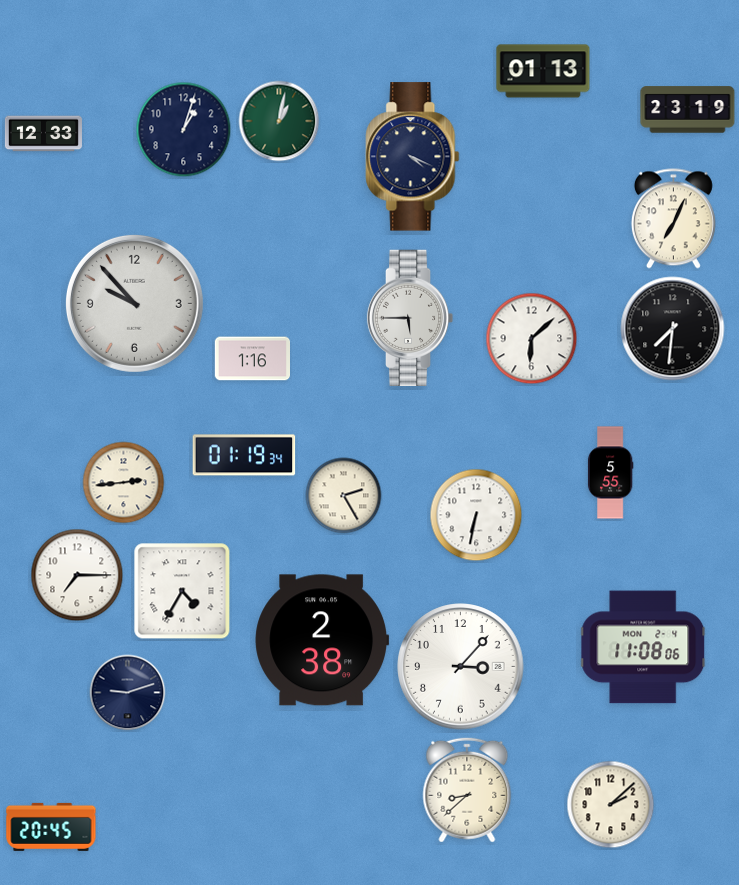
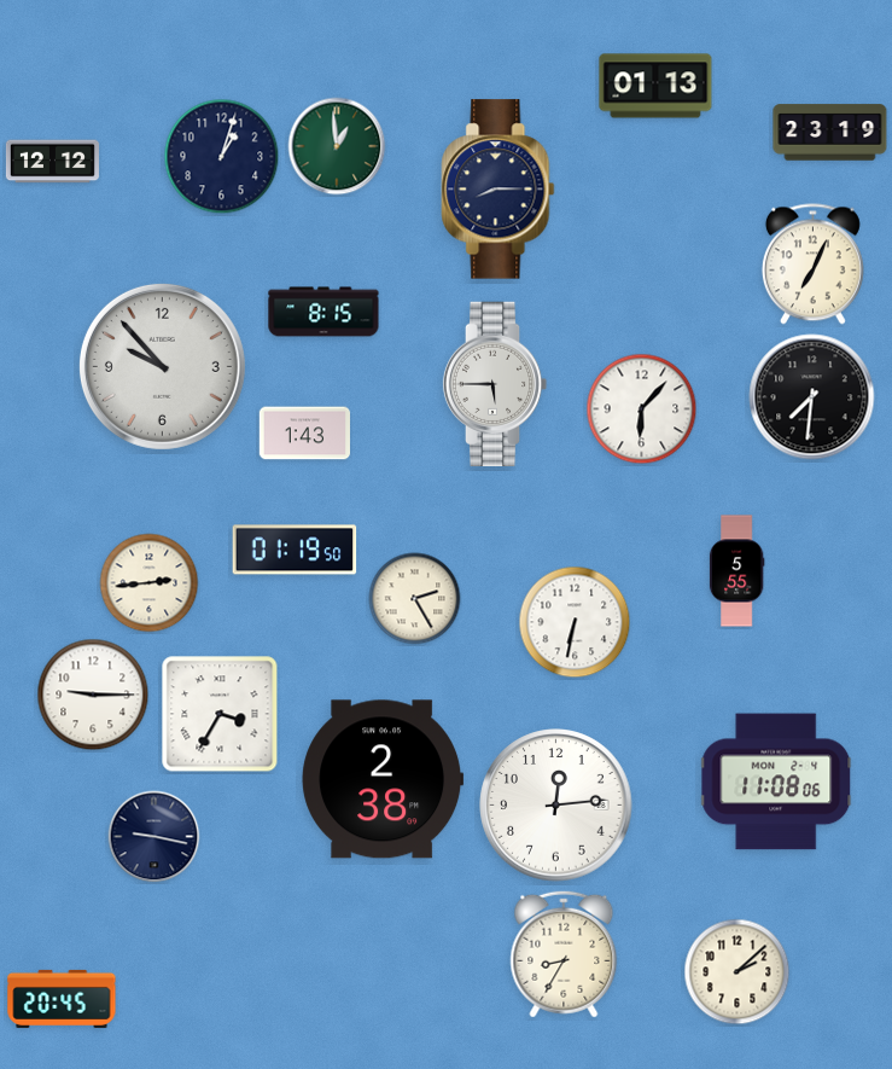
clock at (279, 121): 1:02 -> 12:59
clock at (43, 134): 12:33 -> 12:12
clock at (413, 157): 4:19 -> 8:15
clock at (323, 312): none -> 8:15
clock at (532, 339): 6:08 -> 6:07
clock at (252, 359): 1:16 -> 1:43
clock at (244, 455): 01:19:34 -> 01:19:50
clock at (77, 575): 7:15 -> 9:15
clock at (182, 591): 4:35 -> 3:35
clock at (322, 640) position: (322, 640) -> (383, 779)
clock at (461, 667): 3:07 -> 12:14
clock at (128, 693): 9:12 -> 9:17
clock at (467, 790): 8:38 -> 8:35
